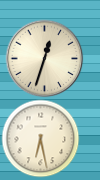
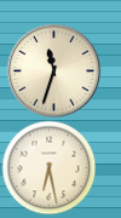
clock at (44, 58): 12:33 -> 11:33
